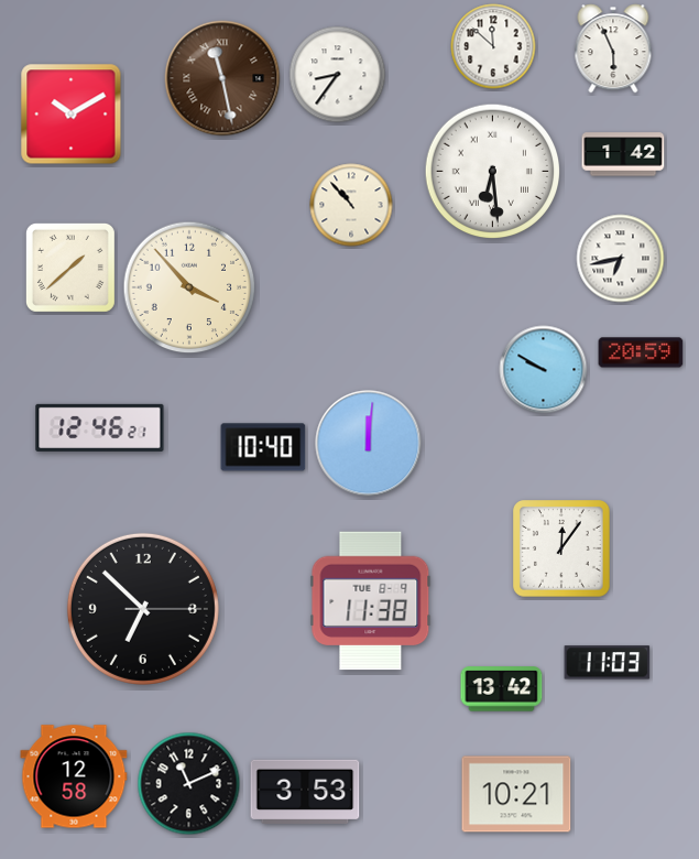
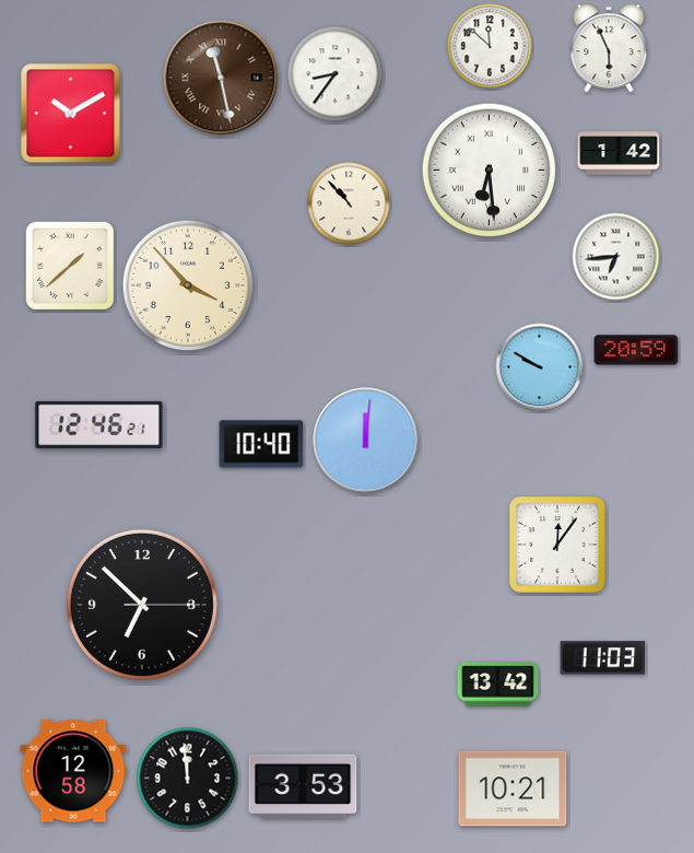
clock at (621, 259): 6:43 -> 6:44
clock at (371, 601): 11:38 -> none
clock at (189, 784): 11:11 -> 11:59
